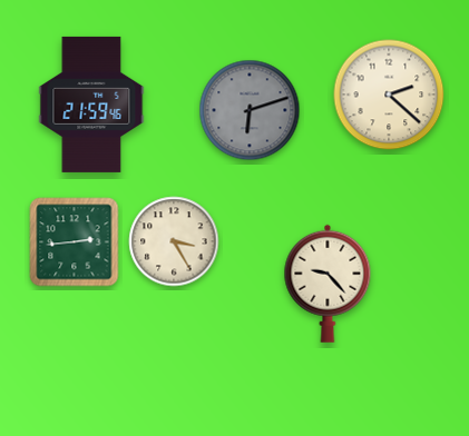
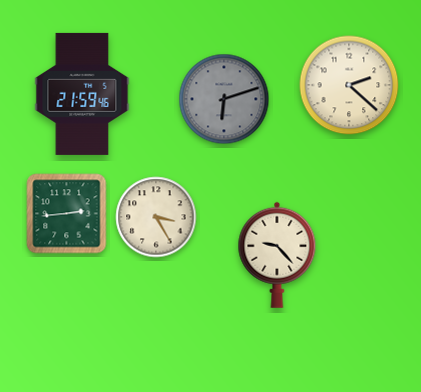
clock at (75, 242) position: (75, 242) -> (67, 214)
clock at (328, 284) position: (328, 284) -> (277, 255)
